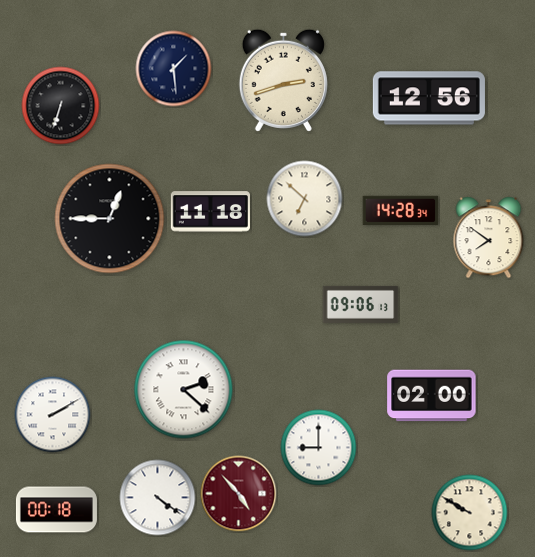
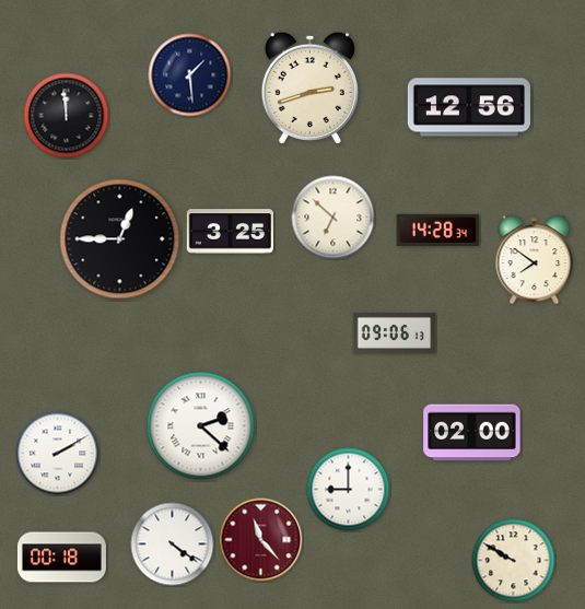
clock at (61, 106): 6:33 -> 11:59
clock at (210, 212): 11:18 -> 3:25
clock at (239, 494): 4:53 -> 11:23
